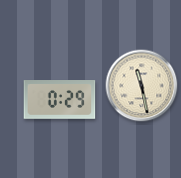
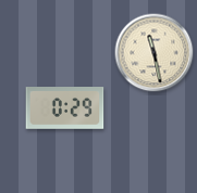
clock at (142, 86) position: (142, 86) -> (155, 53)
